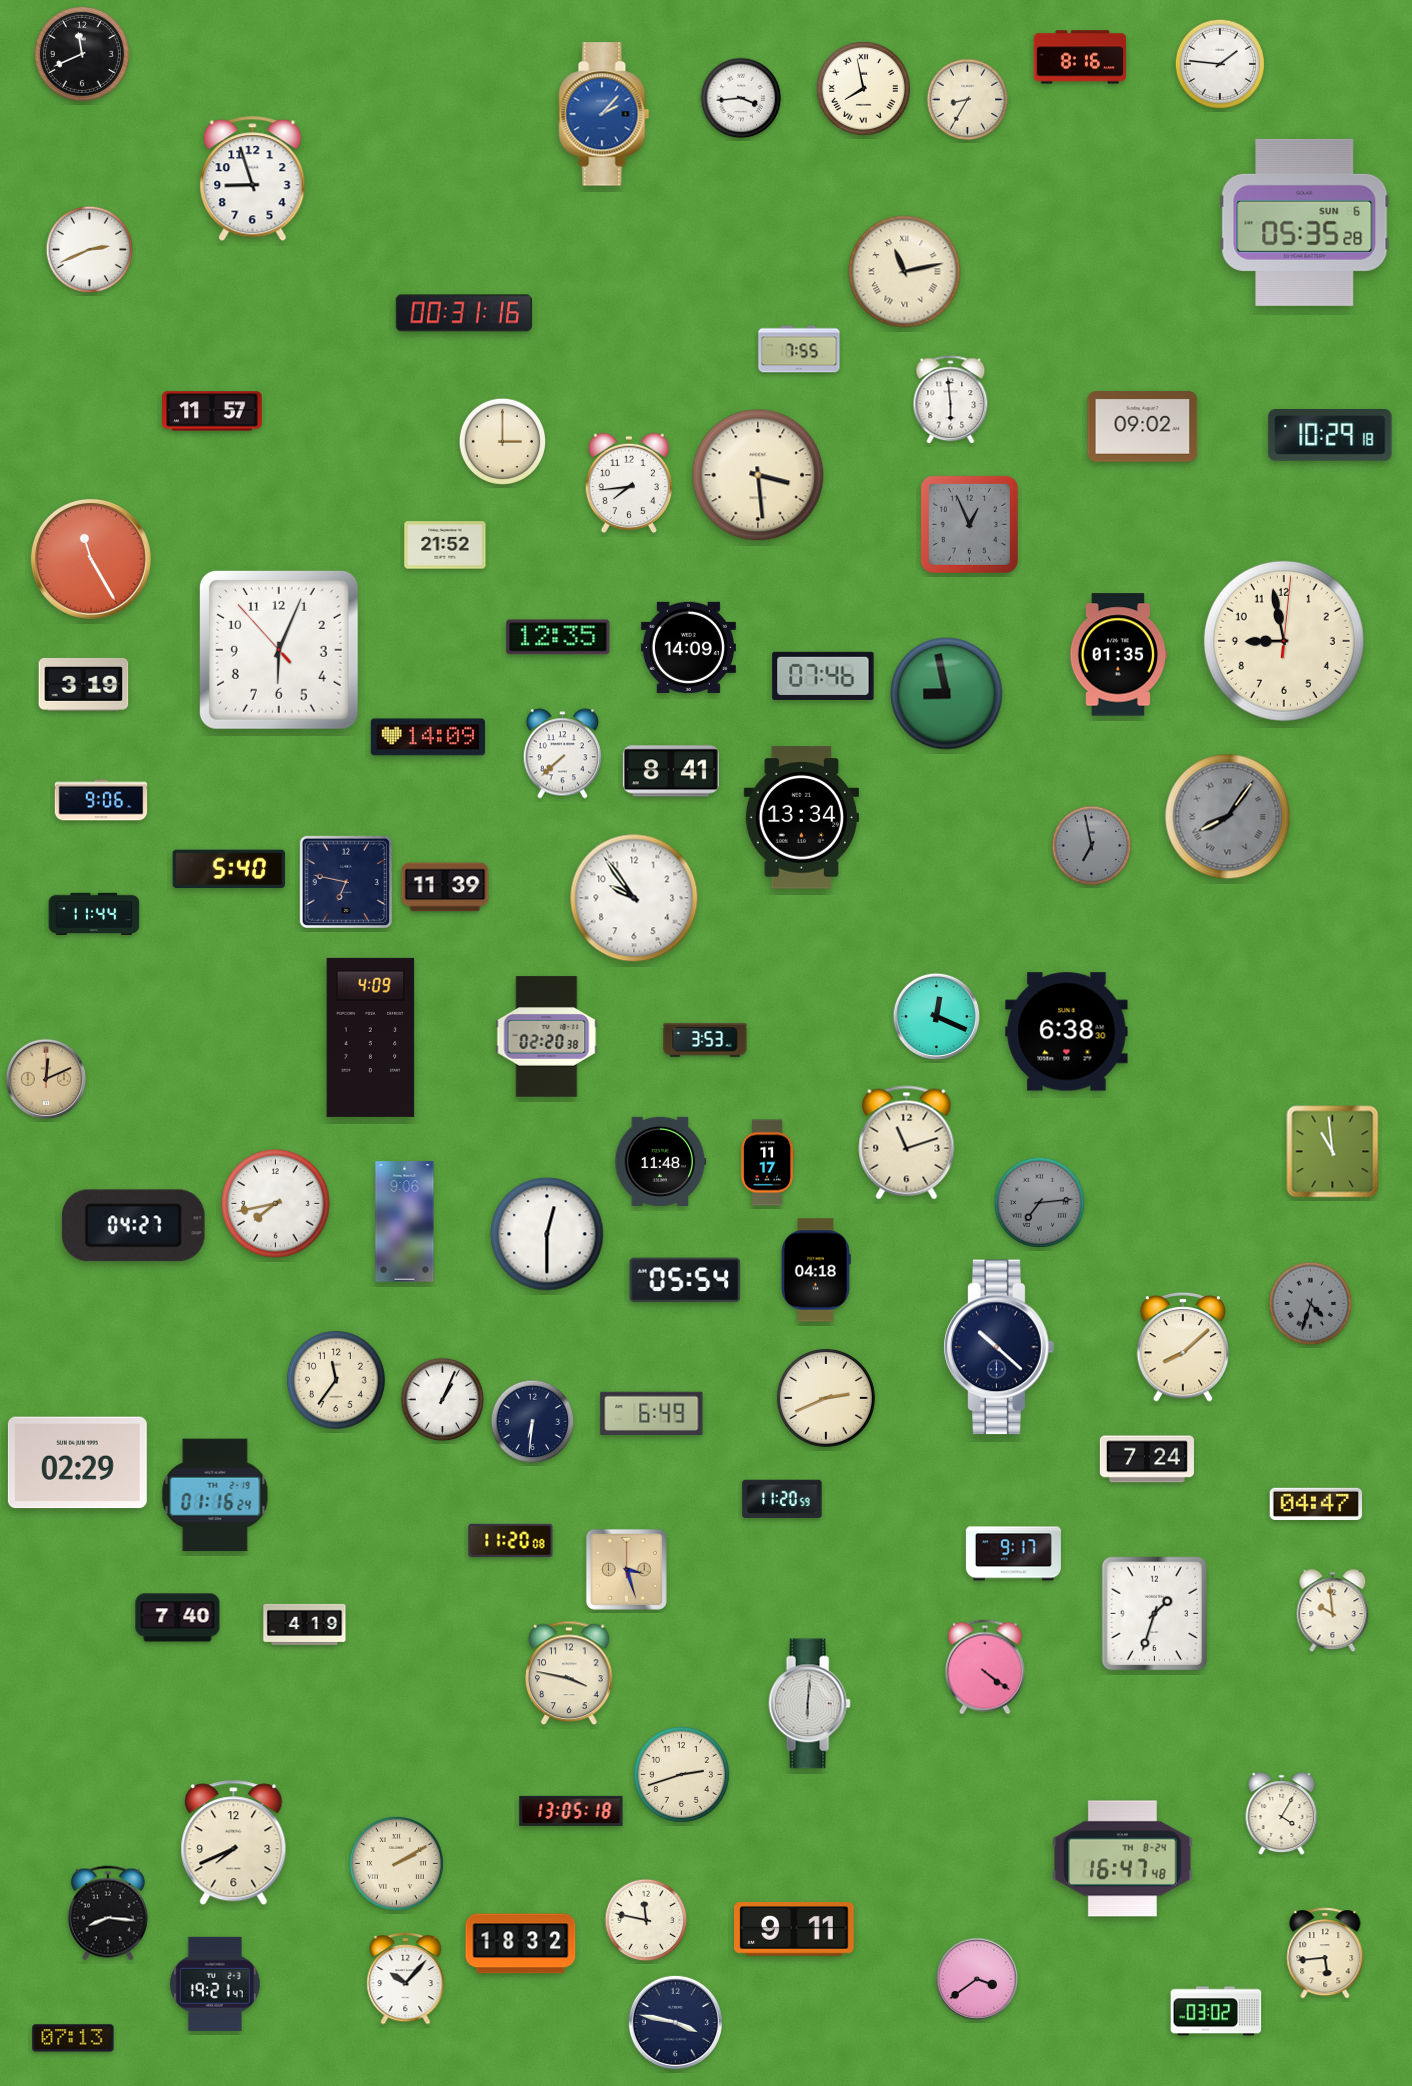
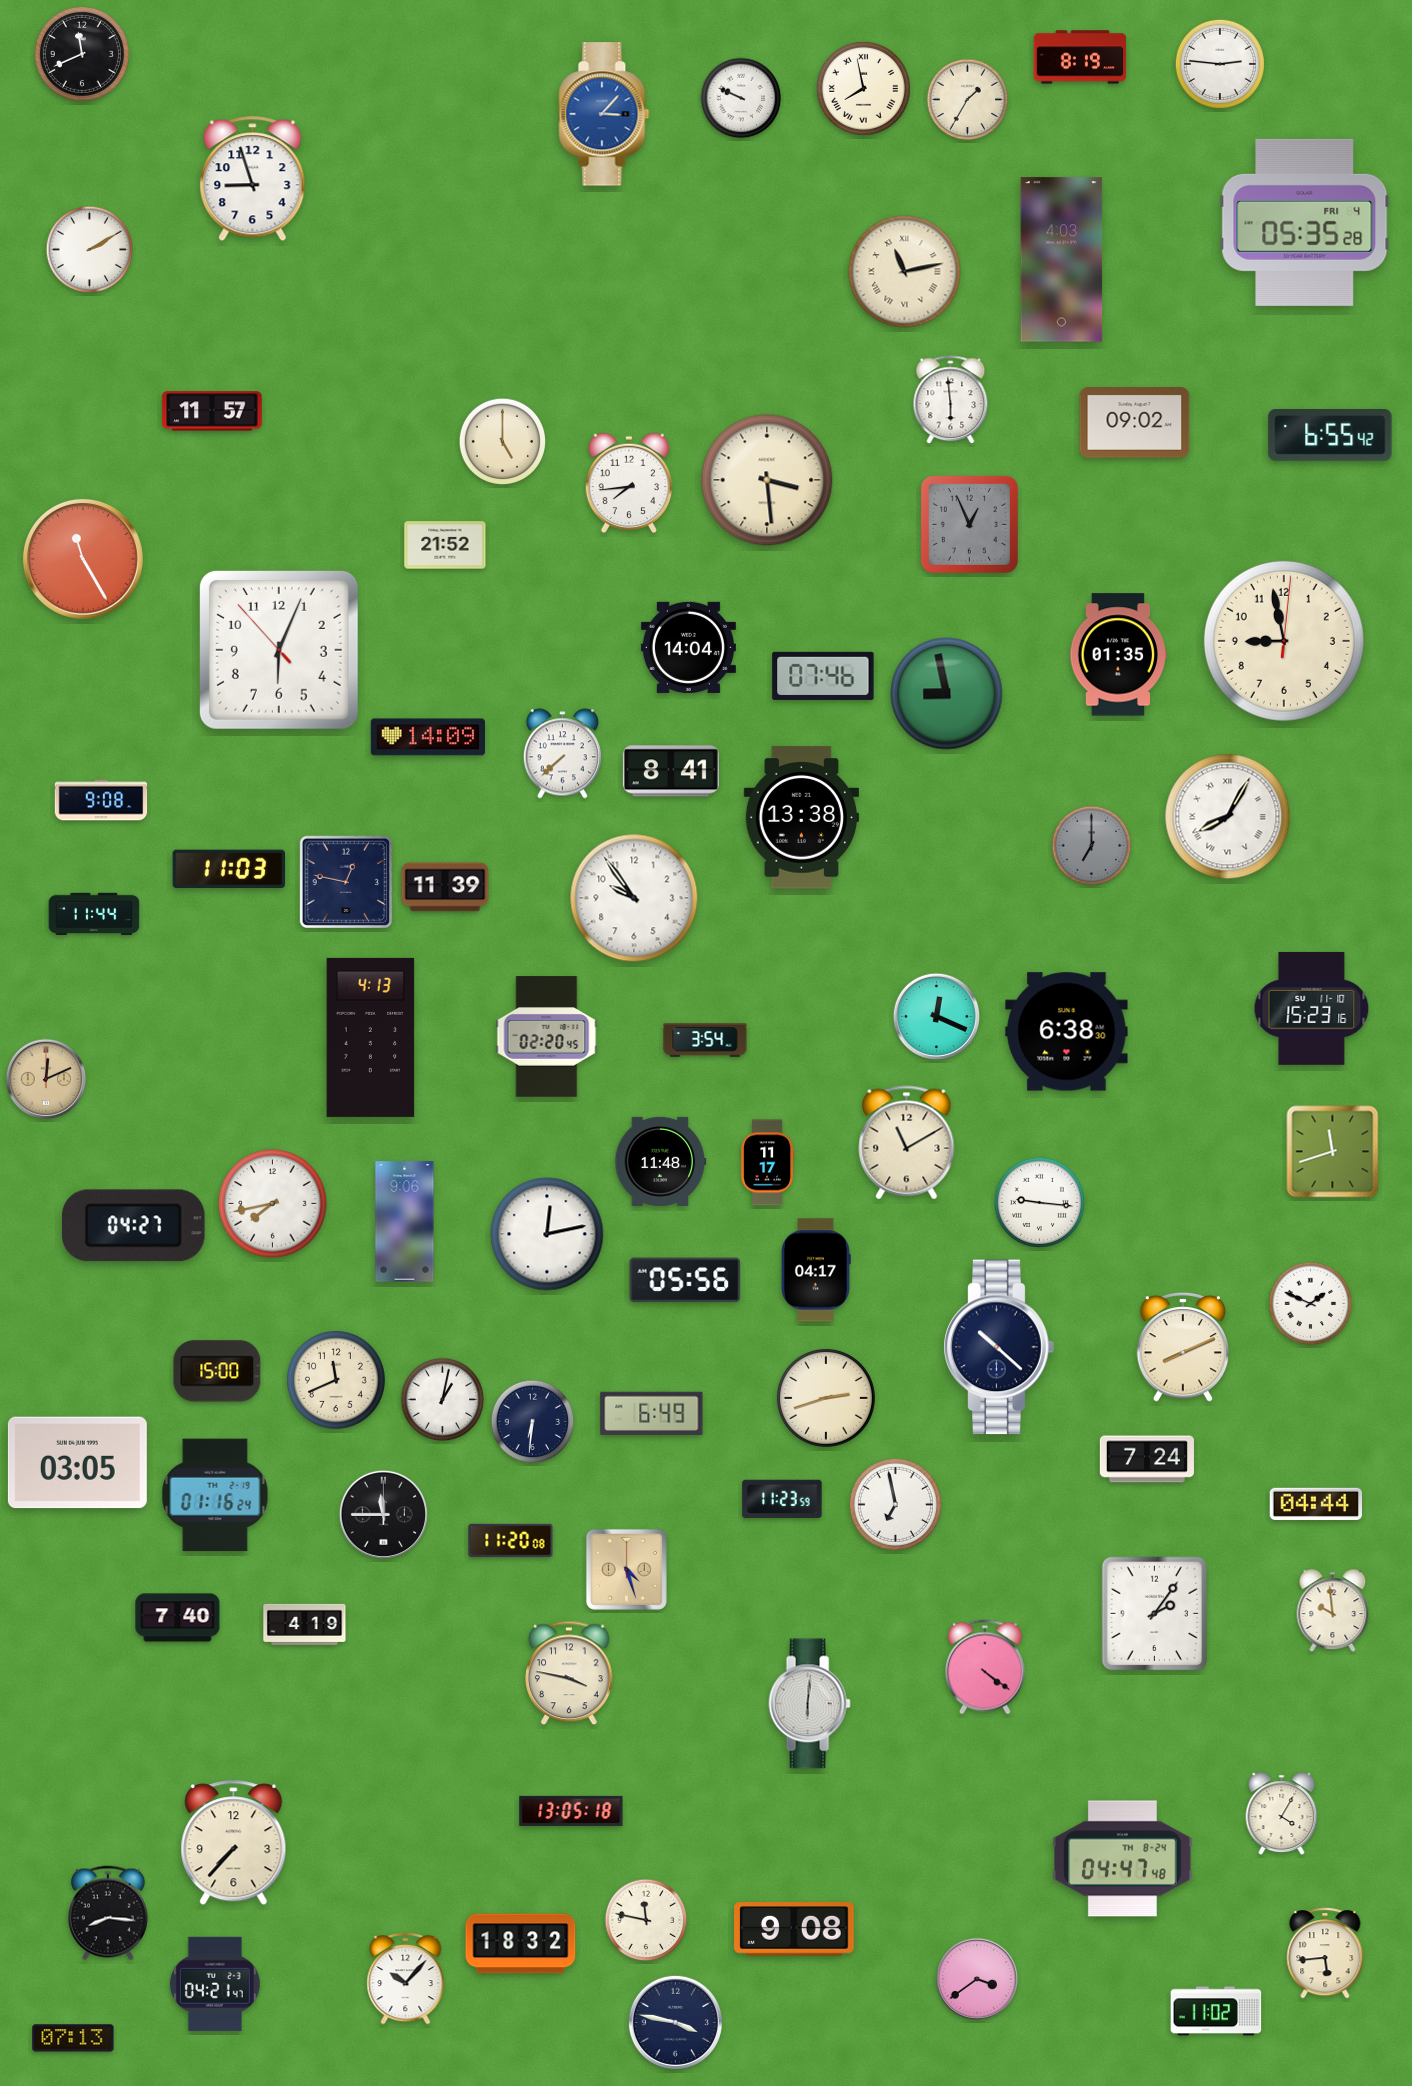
clock at (1080, 57): 8:16 -> 8:19
clock at (1220, 64): 1:46 -> 2:46
clock at (741, 98): 3:44 -> 9:49
clock at (968, 100): 8:35 -> 1:35
clock at (604, 114): 2:07 -> 3:07
clock at (1305, 222) date: SUN 6 -> FRI 4
clock at (90, 250): 2:41 -> 2:10
clock at (1062, 260): none -> 4:03
clock at (464, 313): 00:31 -> none
clock at (799, 349): 7:55 -> none
clock at (1143, 427) position: (1143, 427) -> (1135, 423)
clock at (1330, 436): 10:29 -> 6:55
clock at (503, 442): 3:00 -> 5:00
clock at (758, 475) position: (758, 475) -> (767, 480)
clock at (91, 559) position: (91, 559) -> (83, 559)
clock at (558, 637): 12:35 -> none
clock at (688, 647): 14:09 -> 14:04
clock at (84, 684): 3:19 -> none
clock at (101, 800): 9:06 -> 9:08
clock at (1228, 817): 8:06 -> 8:05
clock at (1228, 817) dial: grey -> white
clock at (801, 818): 13:34 -> 13:38
clock at (1092, 846): 6:58 -> 7:00
clock at (229, 869): 5:40 -> 11:03
clock at (345, 881): 6:47 -> 12:47
clock at (1312, 1008): none -> 15:23
clock at (371, 1037): 4:09 -> 4:13
clock at (547, 1037): 02:20:38 -> 02:20:45
clock at (705, 1040): 3:53 -> 3:54
clock at (907, 1143): 11:12 -> 11:10
clock at (1333, 1152): 10:59 -> 11:42
clock at (1039, 1202): 7:14 -> 9:16
clock at (1039, 1202) dial: grey -> white
clock at (276, 1204) position: (276, 1204) -> (273, 1204)
clock at (547, 1234): 12:30 -> 12:13
clock at (816, 1270): 04:18 -> 04:17
clock at (685, 1280): 05:54 -> 05:56
clock at (1311, 1304): 4:33 -> 1:49
clock at (1311, 1304) dial: grey -> white
clock at (1183, 1347): 8:08 -> 8:11
clock at (217, 1371): none -> 15:00
clock at (336, 1380): 11:36 -> 11:41
clock at (826, 1398): 2:41 -> 2:42
clock at (443, 1400): 1:04 -> 1:02
clock at (77, 1463): 02:29 -> 03:05
clock at (782, 1499): 11:20 -> 11:23
clock at (895, 1504): none -> 6:58
clock at (1315, 1504): 04:47 -> 04:44
clock at (383, 1514): none -> 11:45
clock at (1013, 1554): 9:17 -> none
clock at (626, 1569): 3:27 -> 4:27
clock at (1155, 1614): 1:33 -> 2:06
clock at (681, 1774): 2:42 -> none
clock at (234, 1843): 7:41 -> 7:37
clock at (1123, 1859): 16:47 -> 04:47
clock at (396, 1863): 2:10 -> none
clock at (794, 1929): 9:11 -> 9:08
clock at (215, 1984): 19:21 -> 04:21
clock at (1216, 2011): 03:02 -> 11:02
